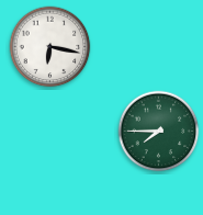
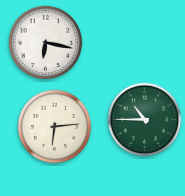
clock at (159, 132): 7:45 -> 10:45
clock at (55, 127): none -> 6:14
